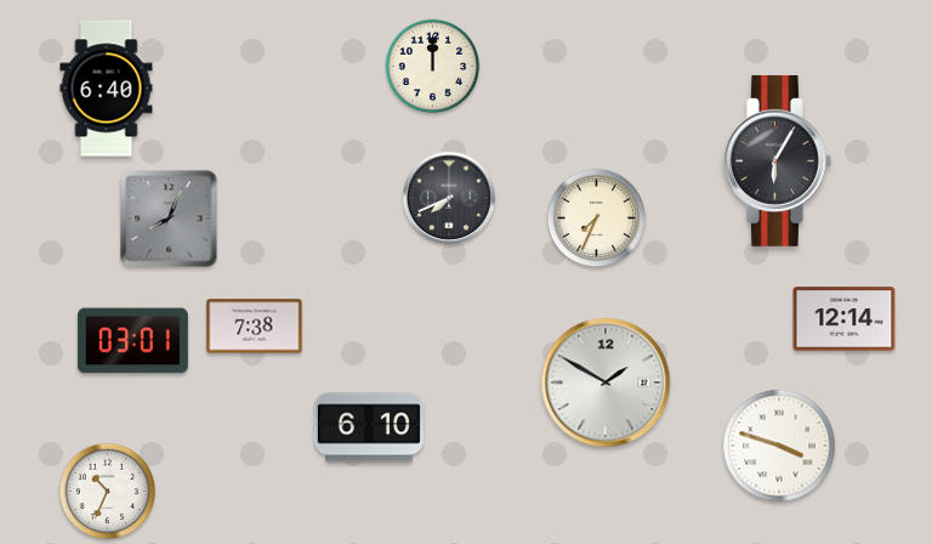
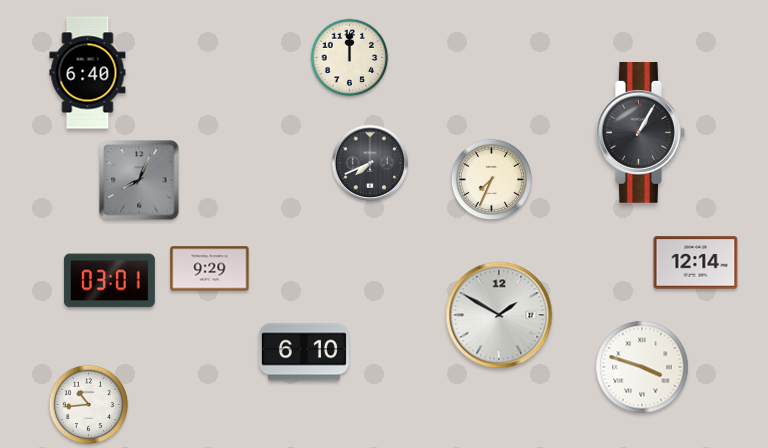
clock at (433, 67) position: (433, 67) -> (350, 58)
clock at (778, 160): 6:05 -> 1:05
clock at (255, 327): 7:38 -> 9:29
clock at (108, 492): 10:34 -> 10:44
